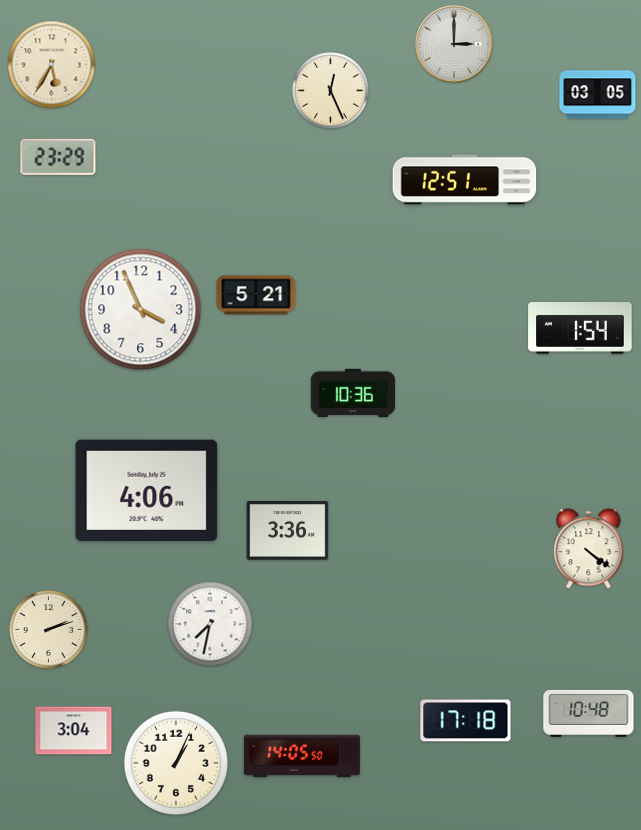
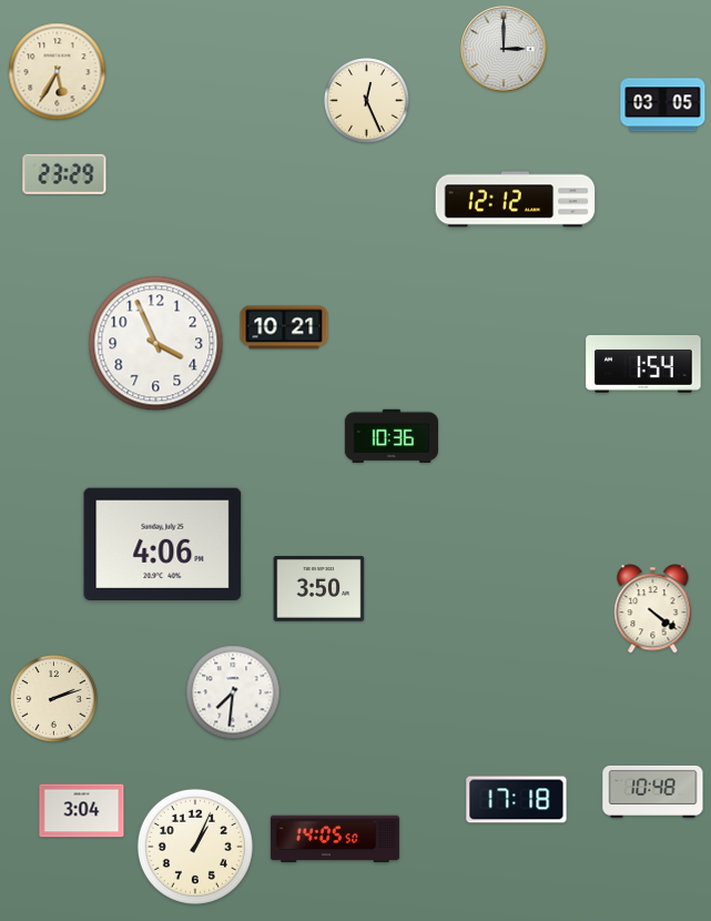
clock at (465, 180): 12:51 -> 12:12
clock at (256, 295): 5:21 -> 10:21
clock at (288, 531): 3:36 -> 3:50
clock at (210, 624): 7:32 -> 7:31
